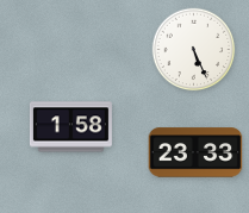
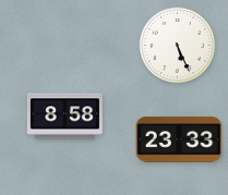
clock at (70, 127): 1:58 -> 8:58
